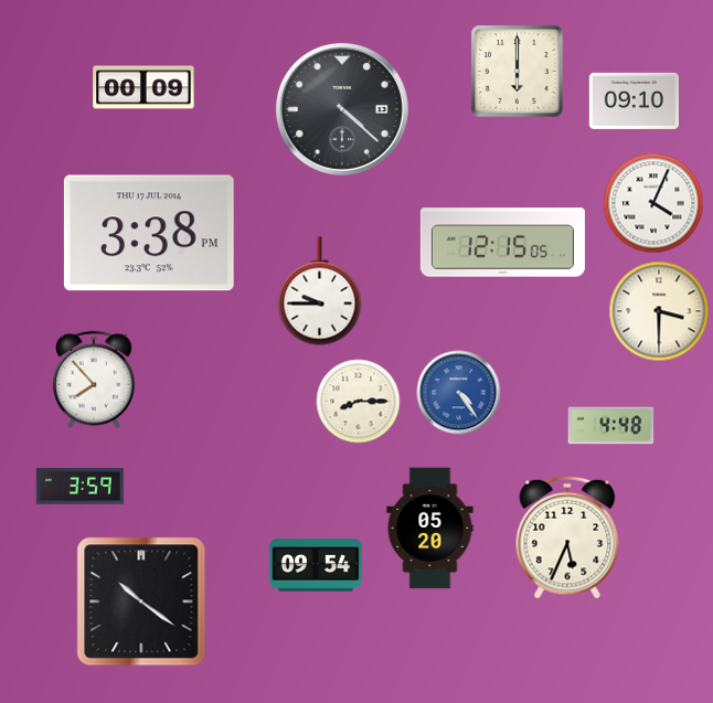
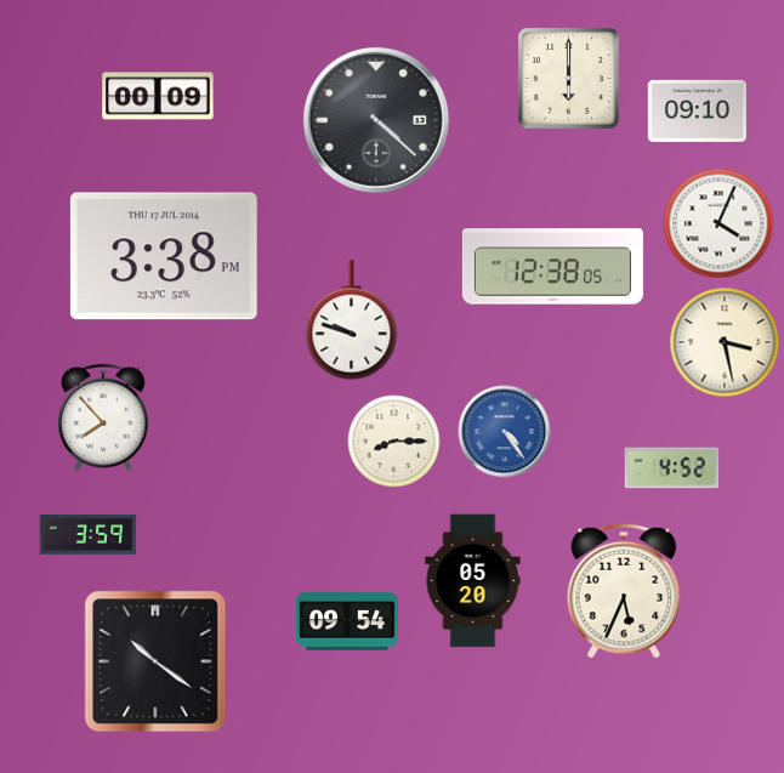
clock at (502, 243): 12:15 -> 12:38
clock at (320, 291): 9:45 -> 9:48
clock at (659, 311): 3:30 -> 3:28
clock at (611, 426): 4:48 -> 4:52
